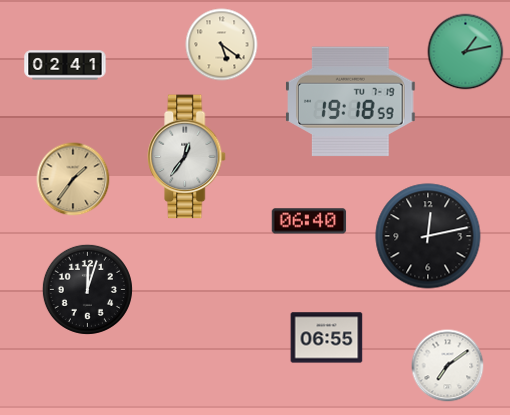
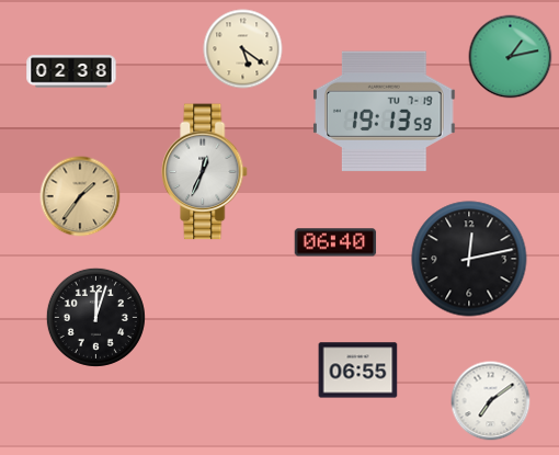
clock at (65, 65): 02:41 -> 02:38
clock at (351, 102): 19:18 -> 19:13
clock at (187, 157): 12:36 -> 12:34
clock at (309, 221) position: (309, 221) -> (335, 242)
